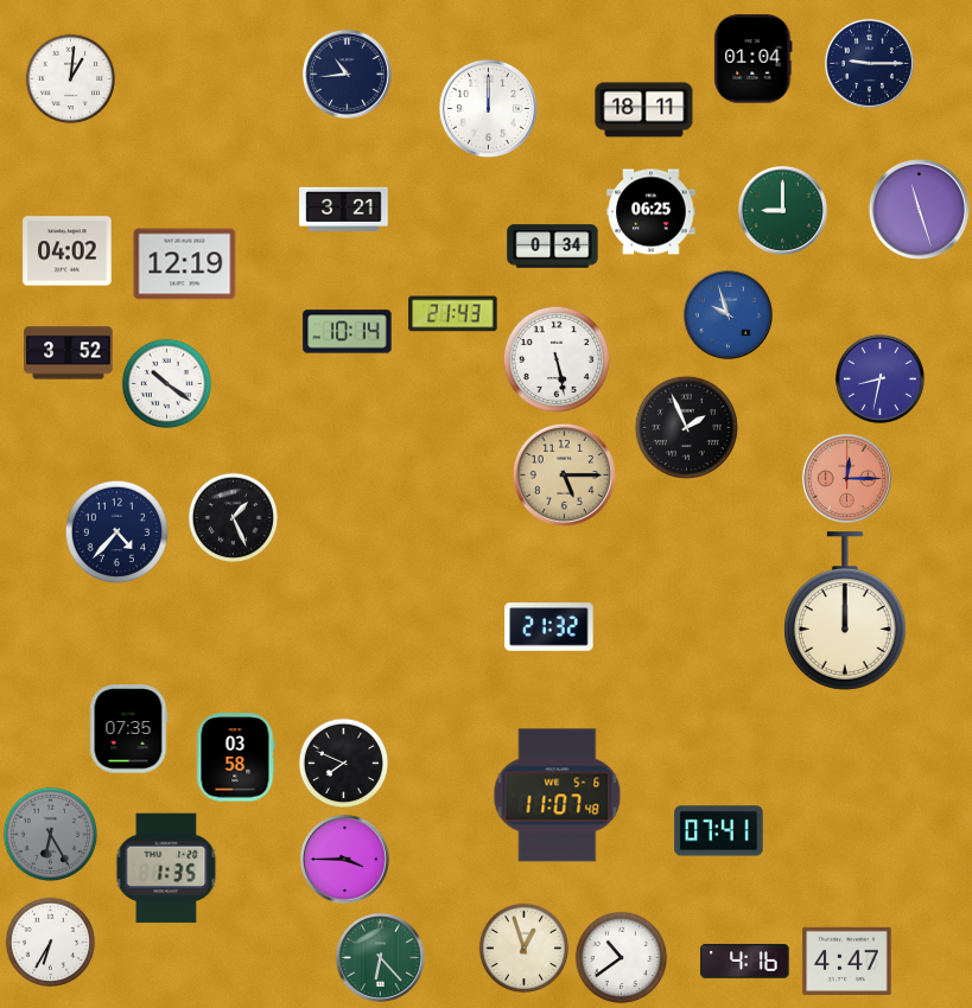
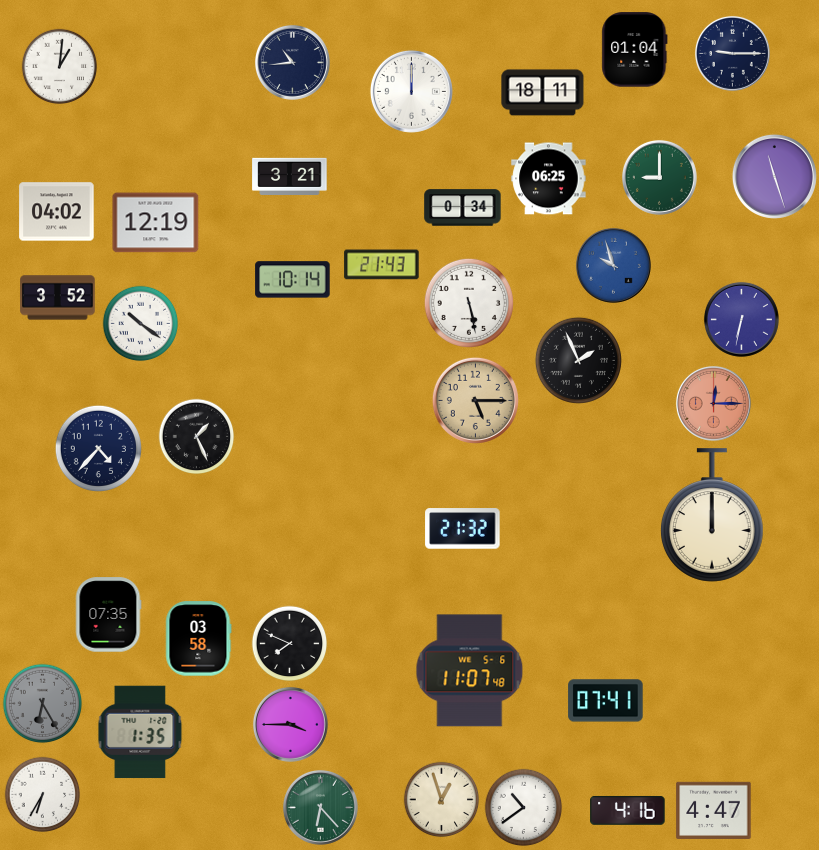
clock at (553, 247) position: (553, 247) -> (463, 208)
clock at (879, 378): 8:32 -> 6:32
